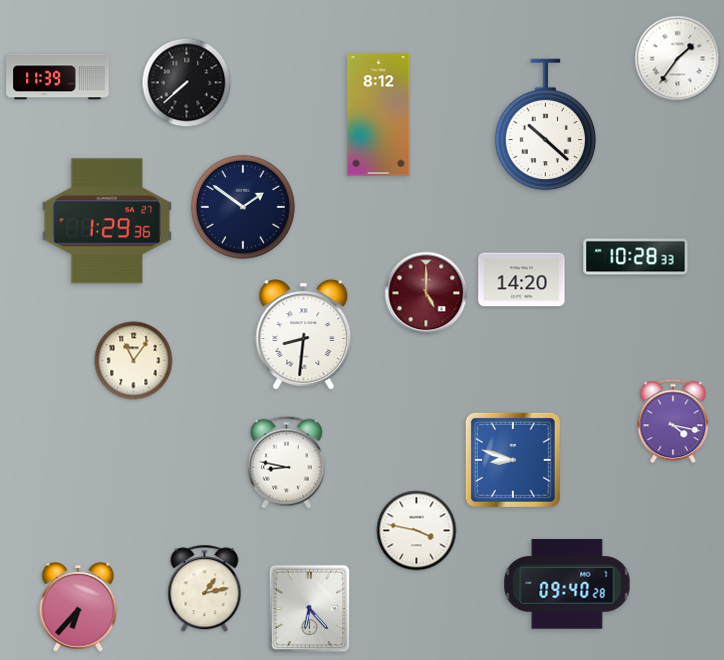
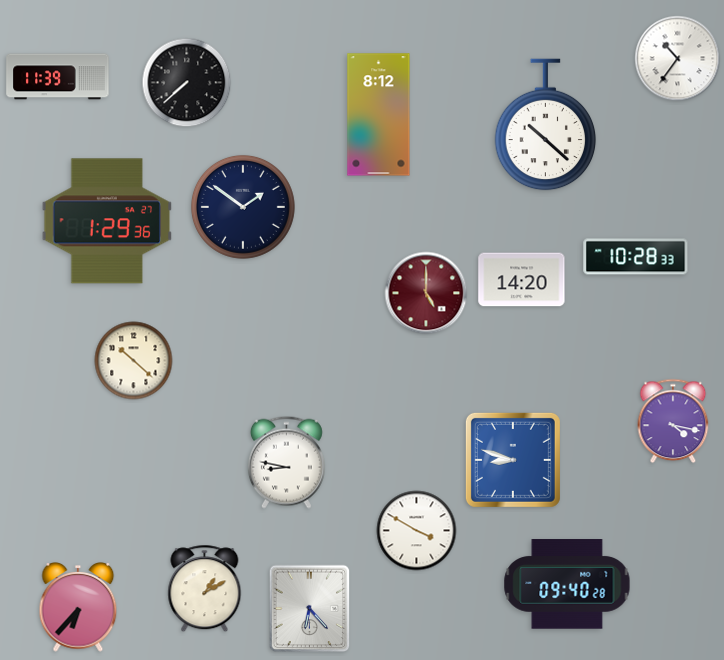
clock at (678, 59): 1:36 -> 10:36
clock at (304, 335): 8:31 -> none
clock at (134, 361): 11:06 -> 10:22
clock at (417, 531): 3:47 -> 3:50
clock at (205, 589): 1:13 -> 1:10
